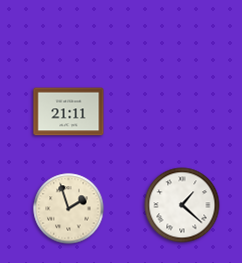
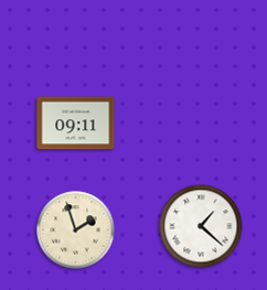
clock at (69, 112): 21:11 -> 09:11
